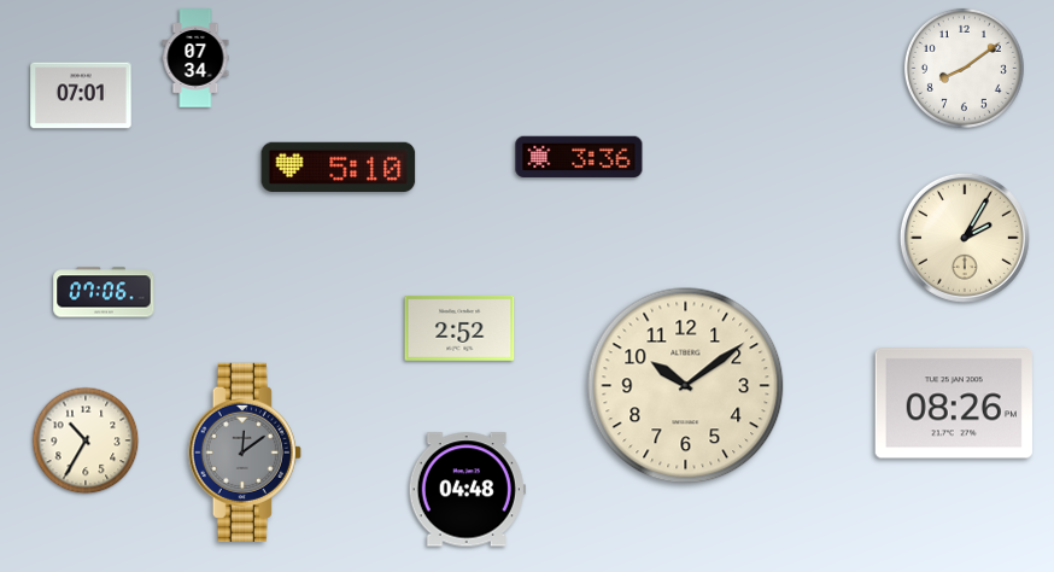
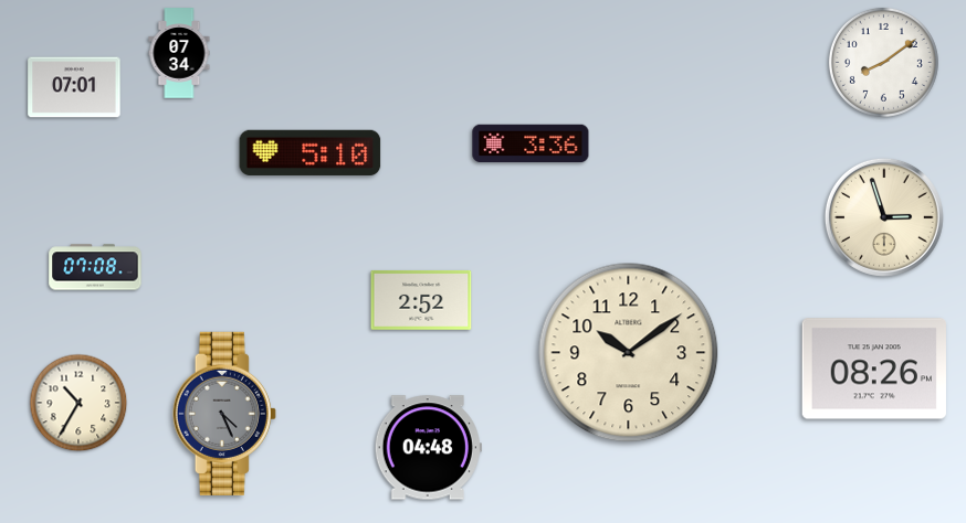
clock at (965, 238): 2:05 -> 2:57
clock at (104, 292): 07:06 -> 07:08
clock at (245, 453): 12:09 -> 4:26
